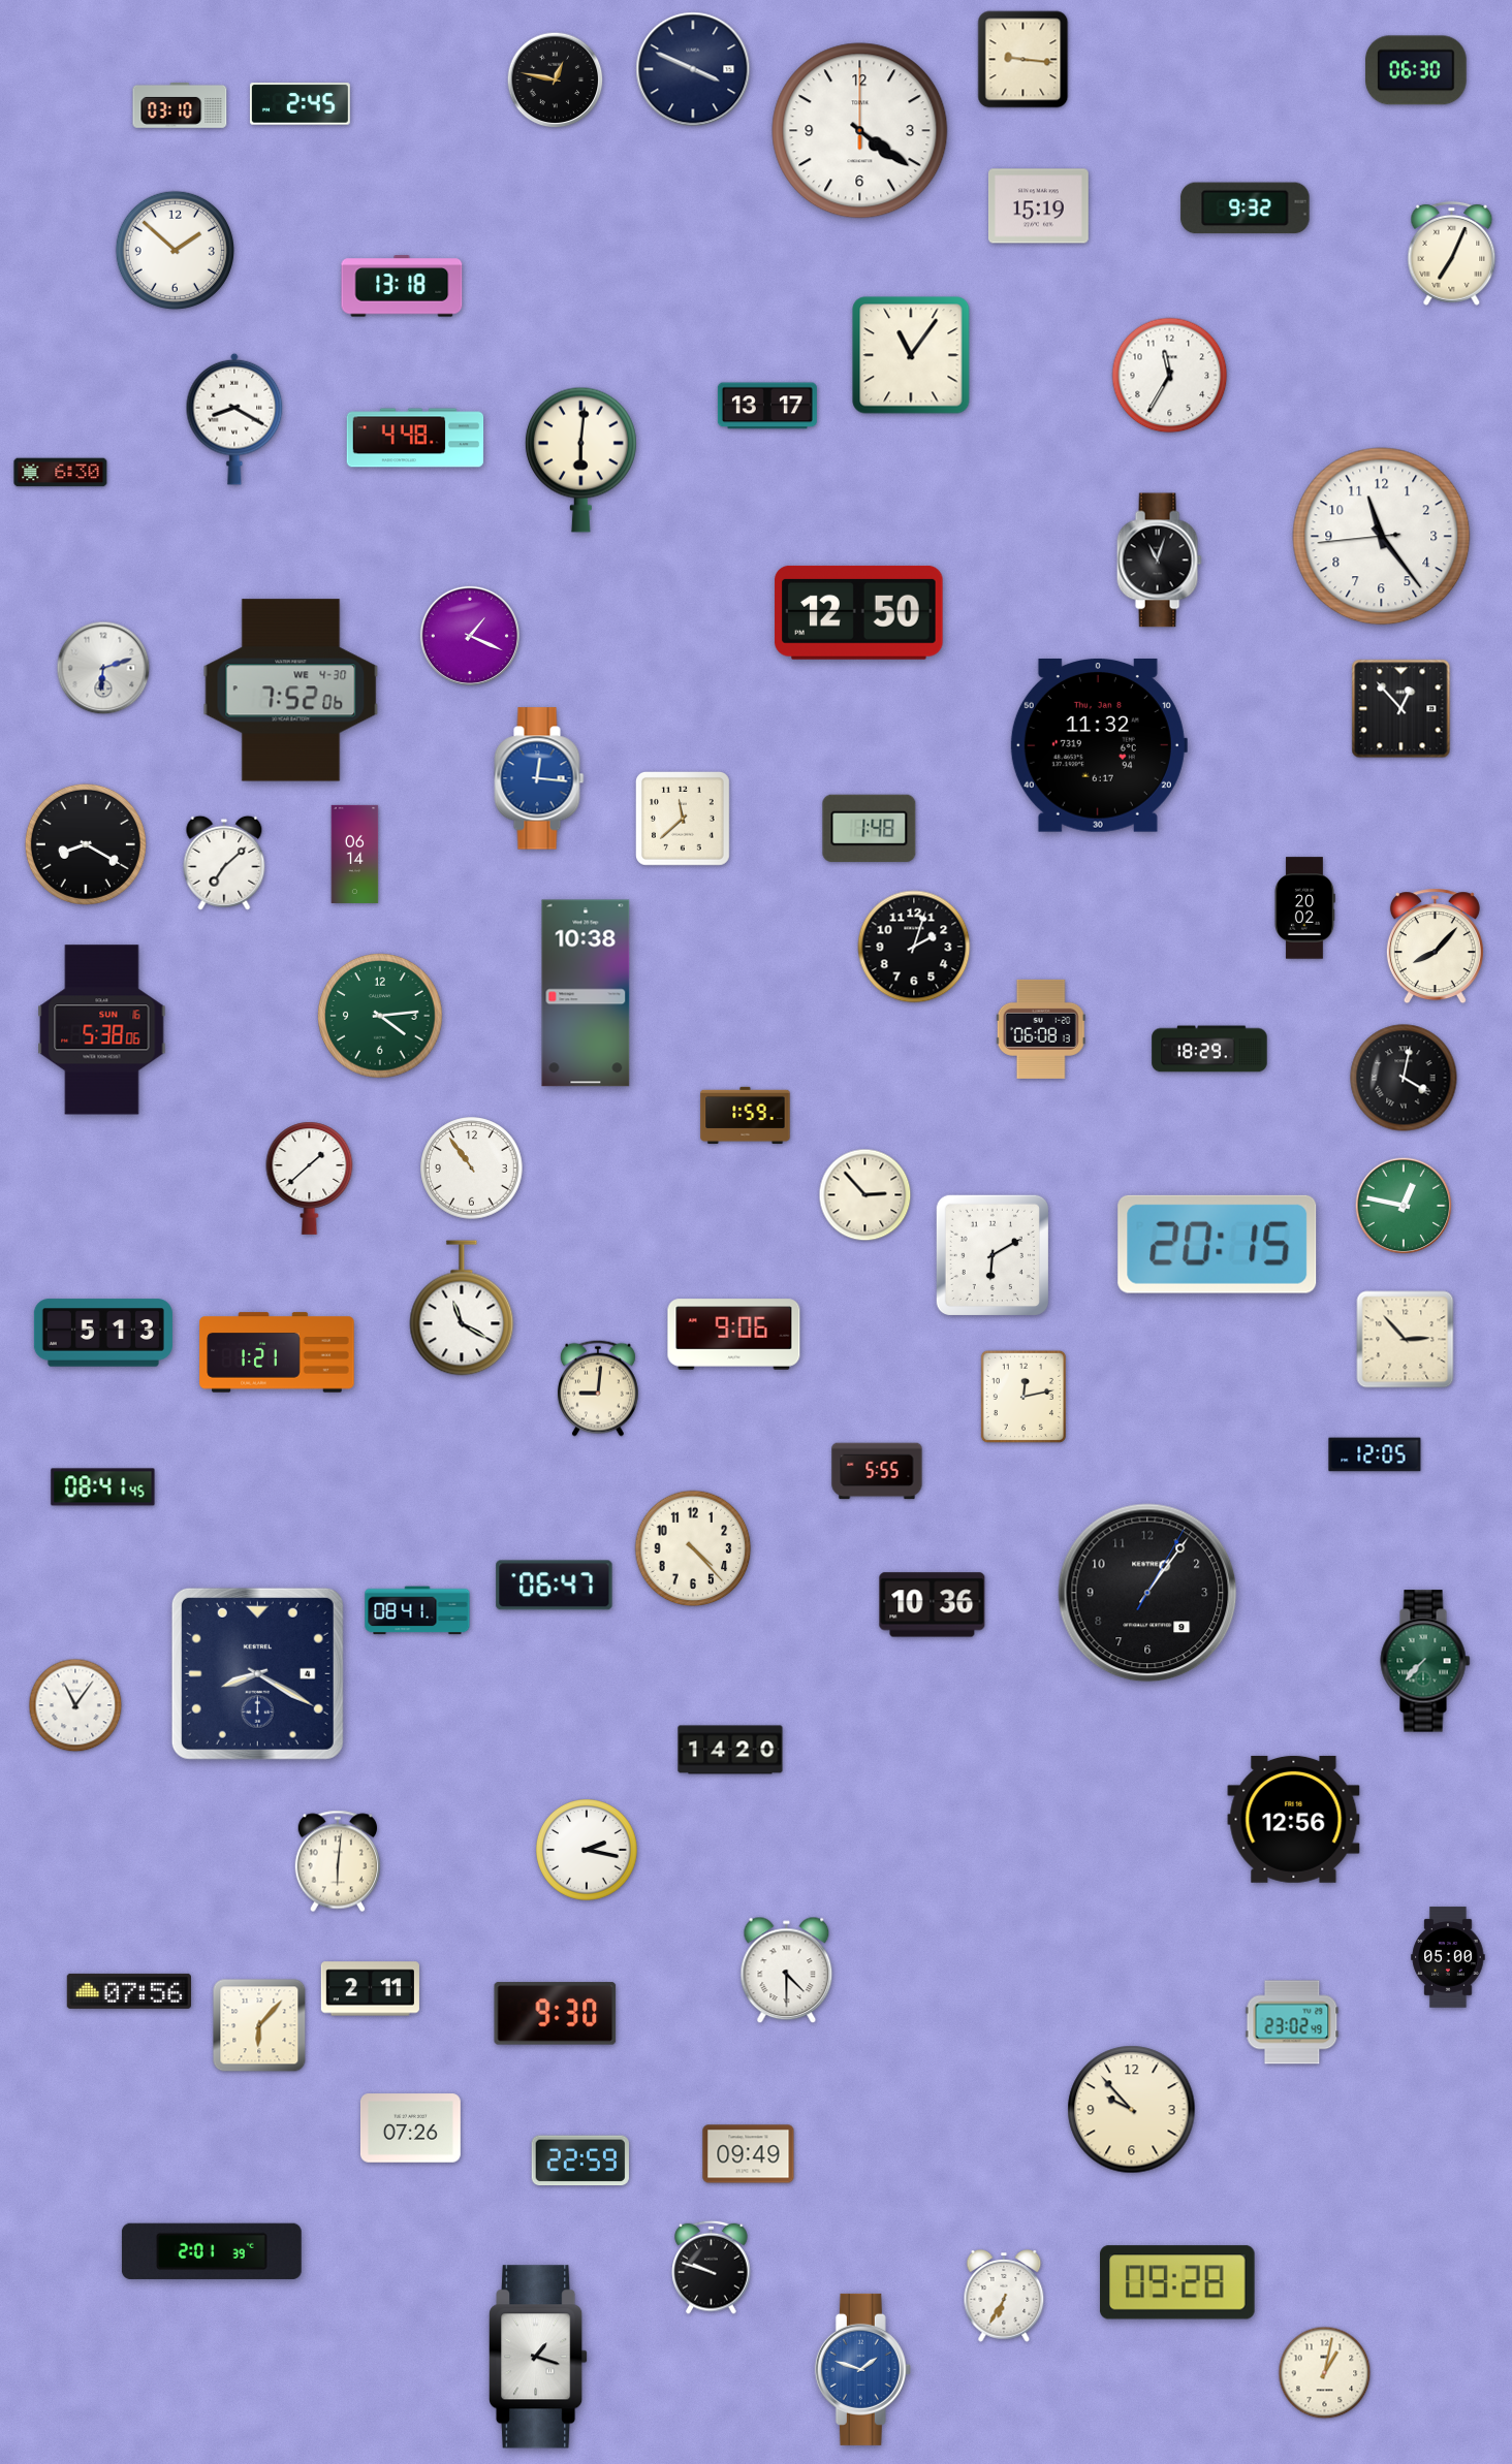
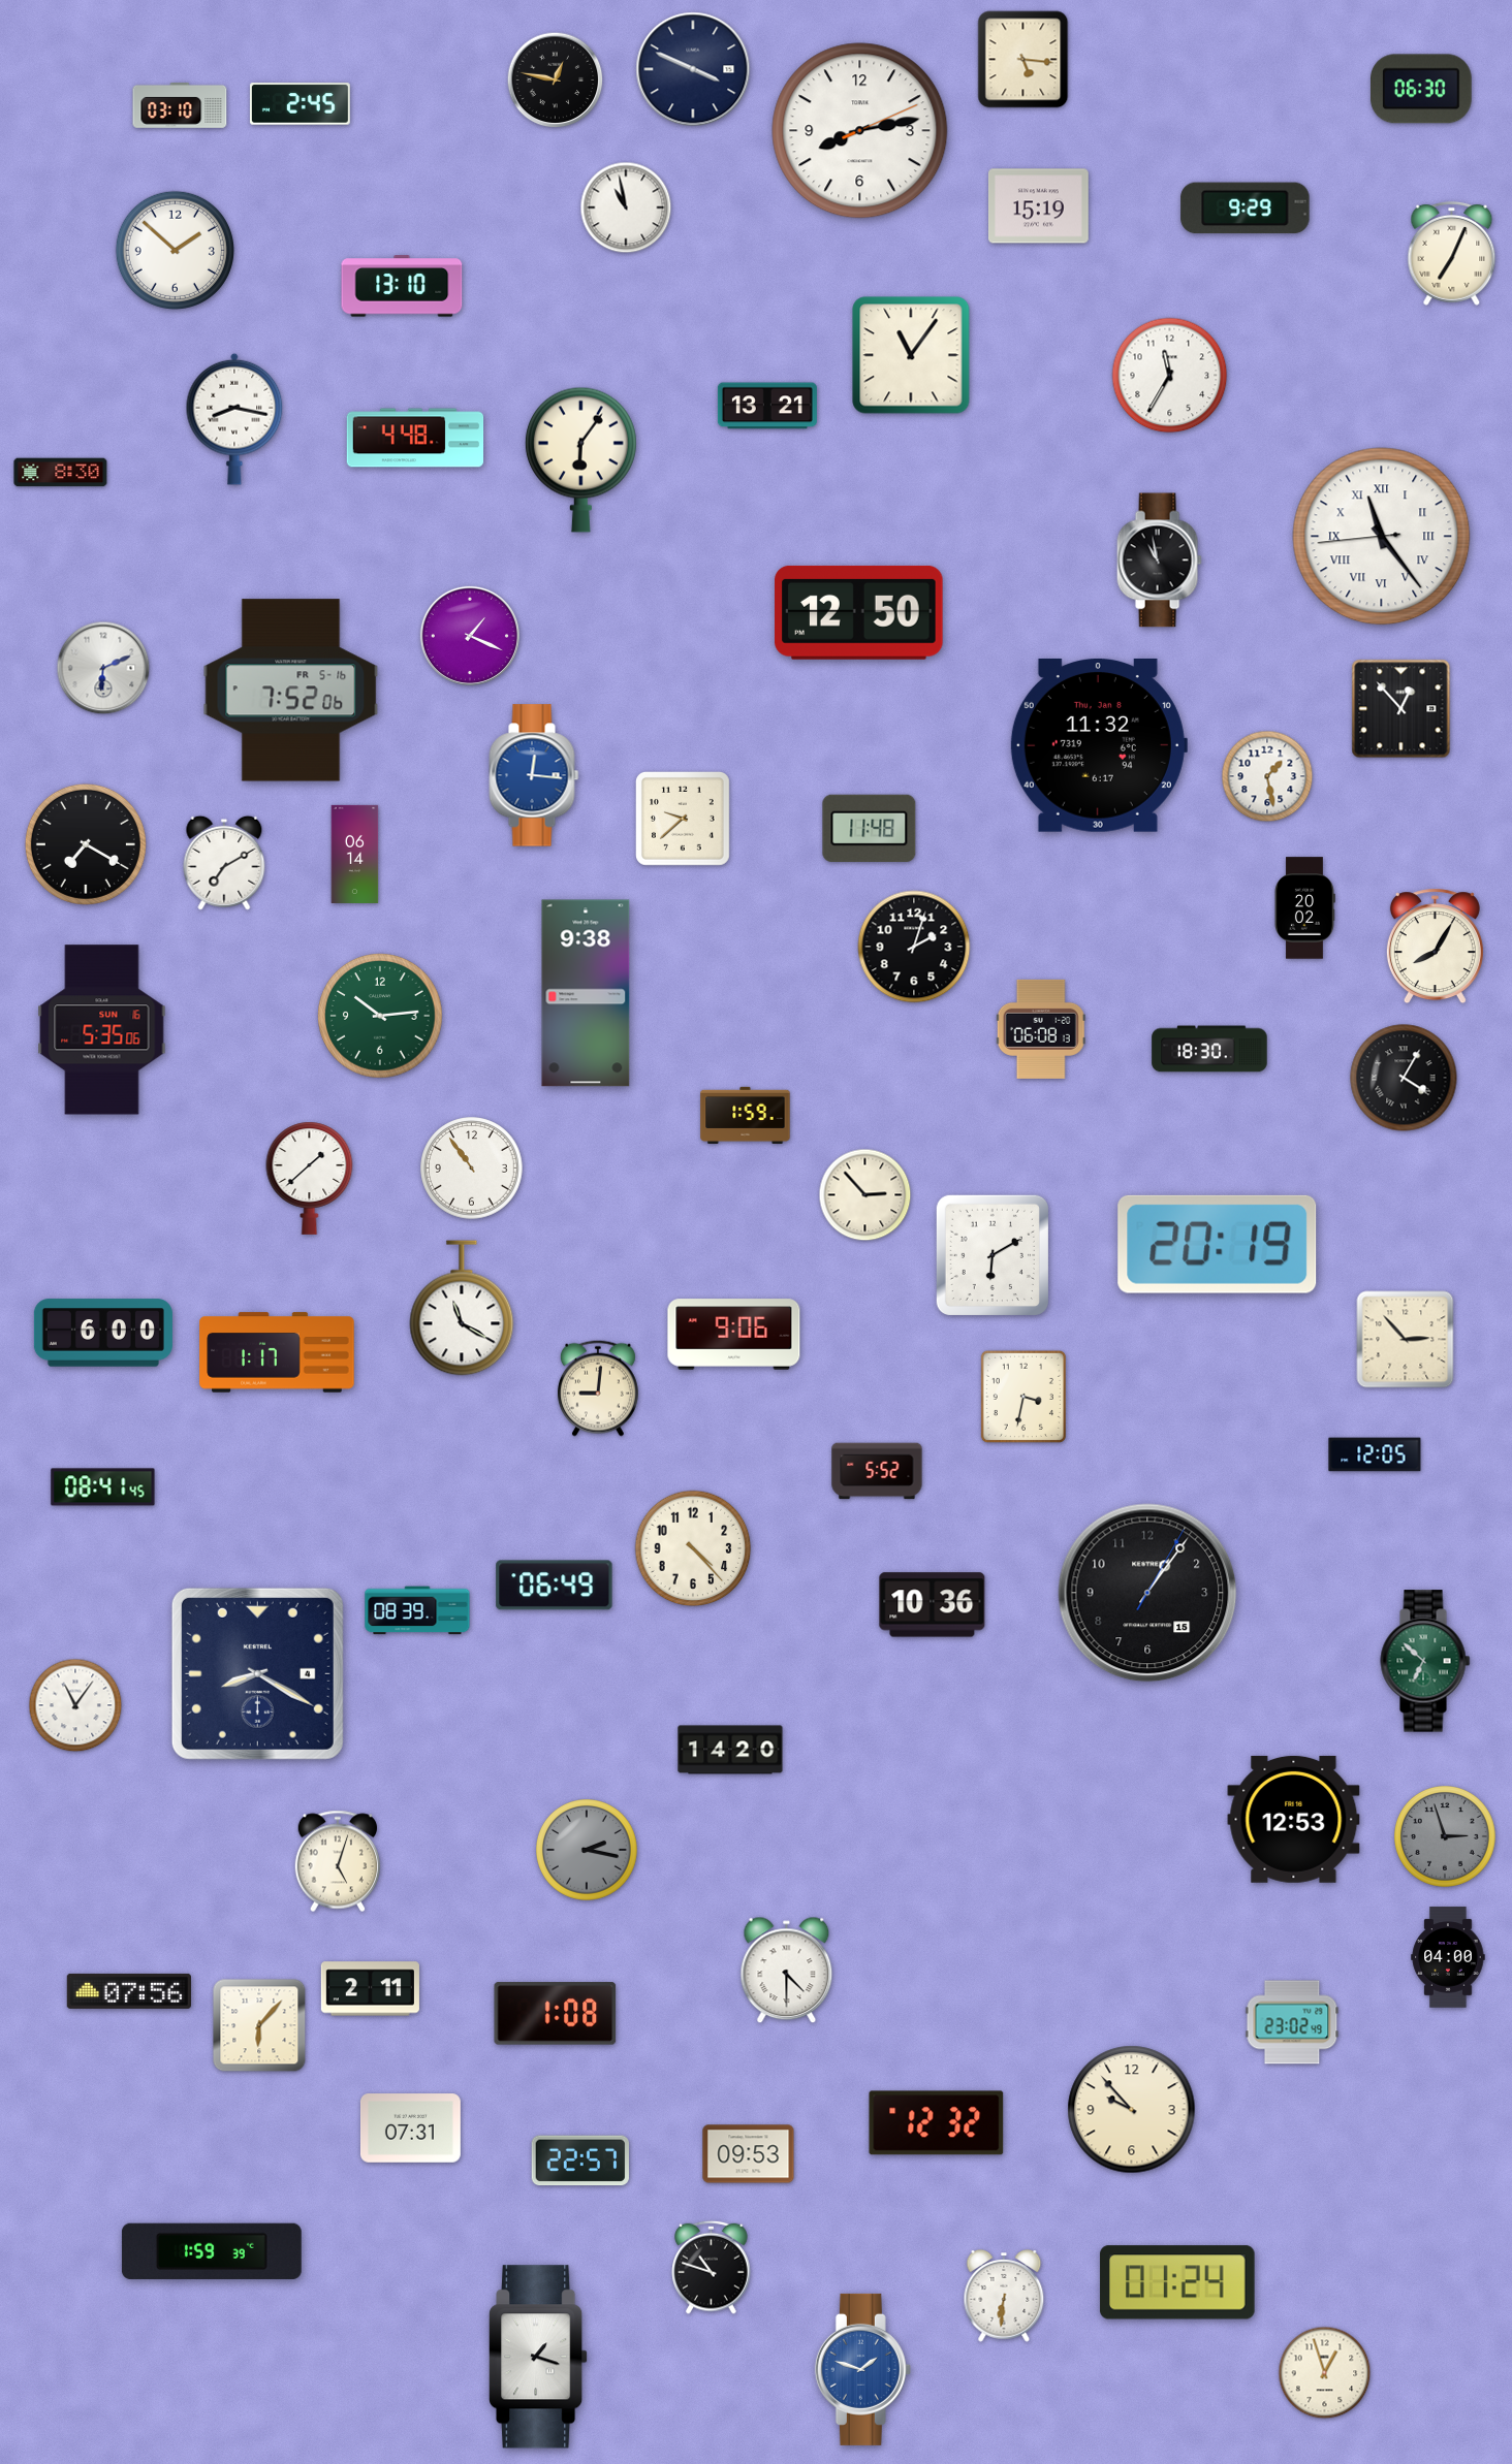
clock at (1023, 60): 9:16 -> 5:16
clock at (1417, 70) position: (1417, 70) -> (1422, 89)
clock at (860, 131): 4:21 -> 8:13
clock at (626, 207): none -> 10:58
clock at (1246, 209): 9:32 -> 9:29
clock at (402, 286): 13:18 -> 13:10
clock at (767, 406): 13:17 -> 13:21
clock at (234, 419): 8:20 -> 8:17
clock at (580, 459): 6:01 -> 6:06
clock at (61, 473): 6:30 -> 8:30
clock at (1382, 537) numerals: Arabic -> Roman
clock at (1159, 561): 11:03 -> 10:58
clock at (103, 668): 6:12 -> 6:11
clock at (291, 691) date: WE 4-30 -> FR 5-16
clock at (1267, 776): none -> 1:28
clock at (539, 778) position: (539, 778) -> (534, 775)
clock at (683, 819): 11:38 -> 9:38
clock at (870, 828): 1:48 -> 11:48
clock at (86, 844): 8:20 -> 7:20
clock at (224, 863): 7:08 -> 7:10
clock at (1435, 947): 8:07 -> 8:05
clock at (586, 993): 10:38 -> 9:38
clock at (380, 1016): 4:14 -> 10:14
clock at (102, 1030): 5:38 -> 5:35
clock at (1209, 1049): 18:29 -> 18:30
clock at (1404, 1078): 4:02 -> 4:05
clock at (1404, 1206): 12:47 -> none
clock at (1218, 1244): 20:15 -> 20:19
clock at (103, 1333): 5:13 -> 6:00
clock at (277, 1352): 1:21 -> 1:17
clock at (1023, 1397): 12:13 -> 3:32
clock at (877, 1471): 5:55 -> 5:52
clock at (555, 1586): 06:47 -> 06:49
clock at (1147, 1593) date: 9 -> 15
clock at (417, 1610): 08:41 -> 08:39
clock at (1425, 1661): 7:37 -> 6:52
clock at (1294, 1819): 12:56 -> 12:53
clock at (1446, 1837): none -> 2:57
clock at (588, 1851) dial: white -> grey
clock at (338, 1861): 6:01 -> 5:03
clock at (1448, 1957): 05:00 -> 04:00
clock at (556, 2014): 9:30 -> 1:08
clock at (937, 2123): none -> 12:32
clock at (410, 2129): 07:26 -> 07:31
clock at (749, 2154): 09:49 -> 09:53
clock at (580, 2161): 22:59 -> 22:57
clock at (212, 2250): 2:01 -> 1:59
clock at (712, 2267): 9:48 -> 10:48
clock at (1177, 2282): 09:28 -> 01:24
clock at (1004, 2297): 6:35 -> 6:31
clock at (1325, 2373): 1:02 -> 12:57
